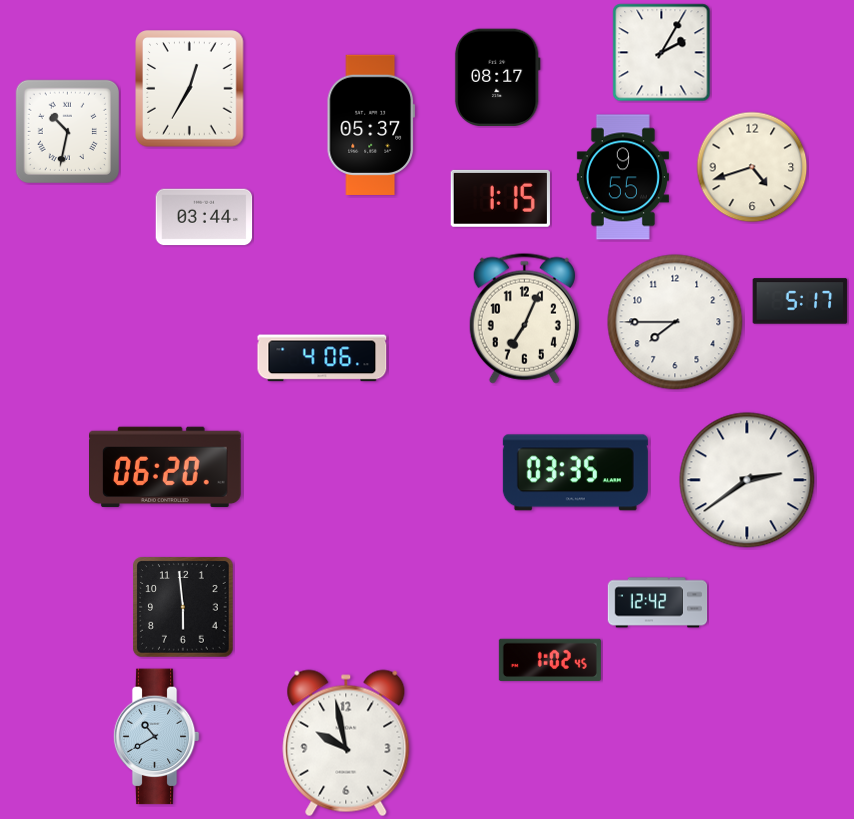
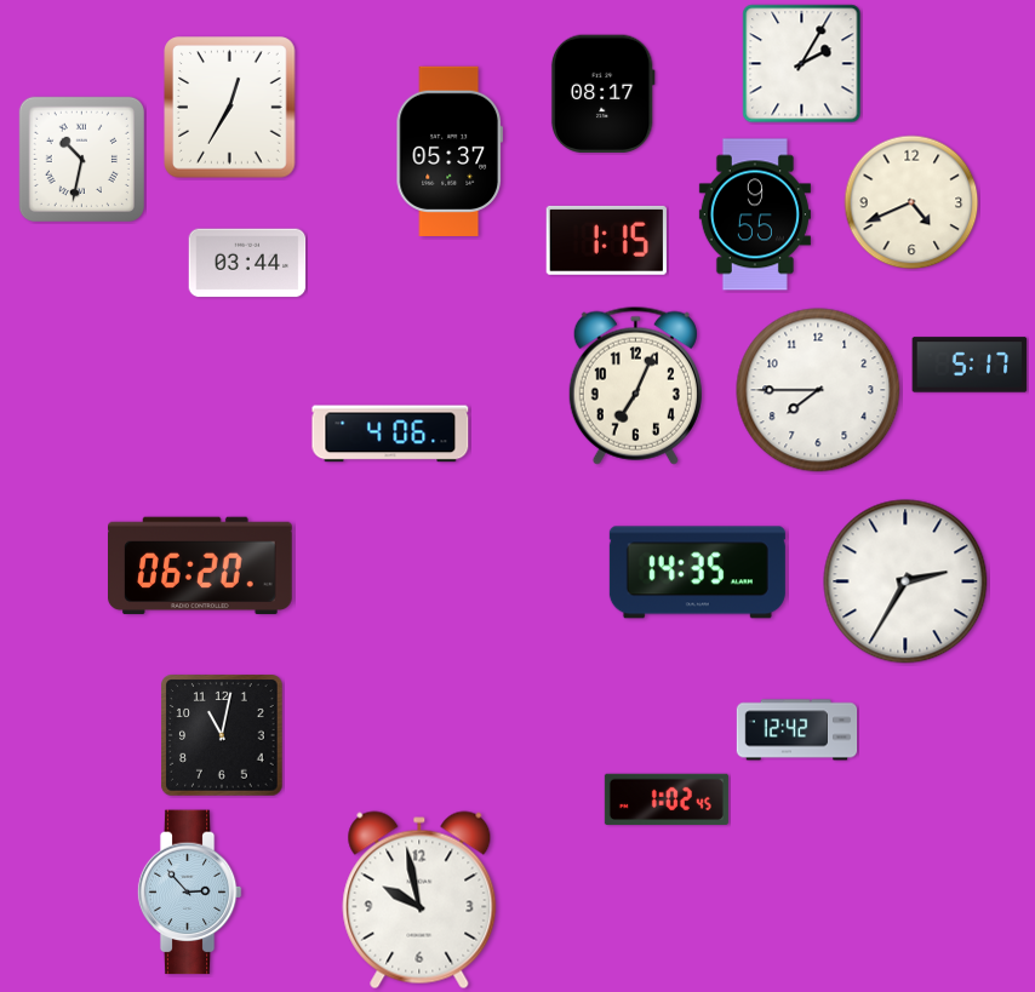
clock at (752, 167): 4:42 -> 4:41
clock at (575, 473): 03:35 -> 14:35
clock at (747, 480): 2:39 -> 2:35
clock at (183, 607): 5:59 -> 11:02
clock at (156, 737): 10:40 -> 2:53
